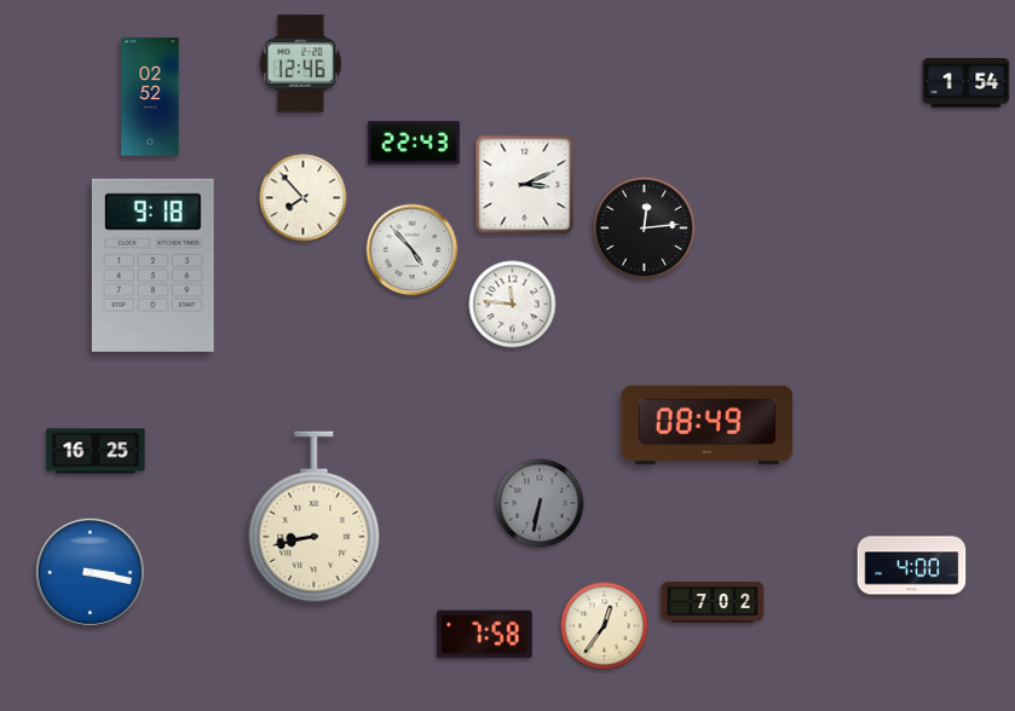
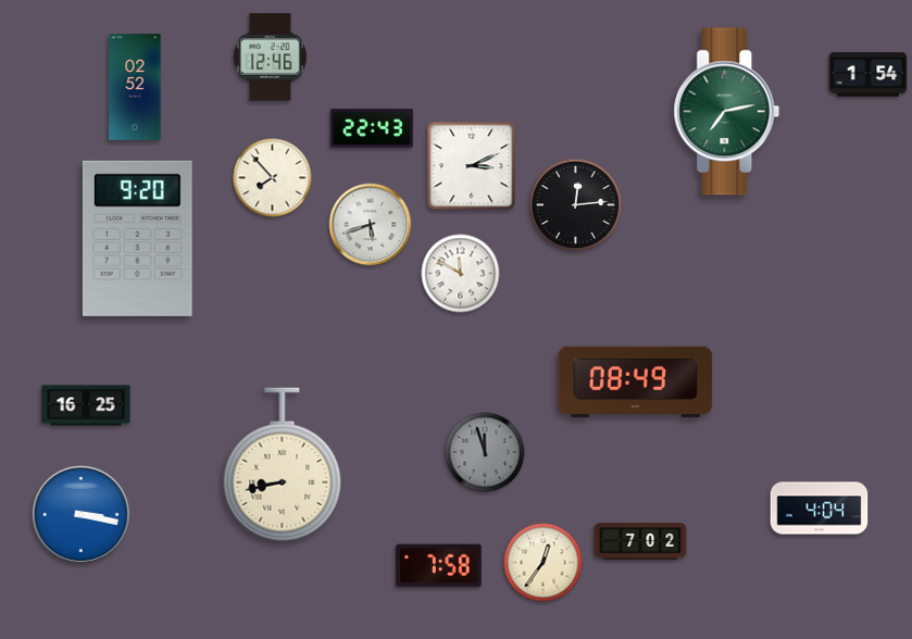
clock at (727, 112): none -> 7:13
clock at (645, 229) position: (645, 229) -> (576, 205)
clock at (413, 250): 4:53 -> 5:42
clock at (152, 265): 9:18 -> 9:20
clock at (513, 305): 11:46 -> 11:50
clock at (540, 503): 6:32 -> 11:57
clock at (912, 566): 4:00 -> 4:04
clock at (485, 635) position: (485, 635) -> (439, 566)
